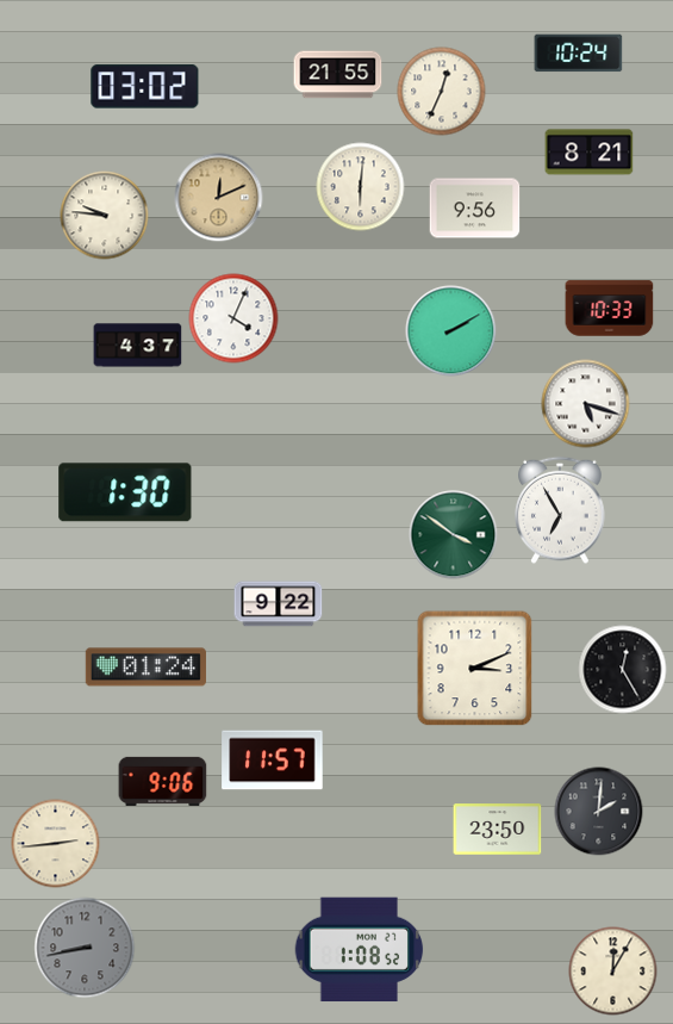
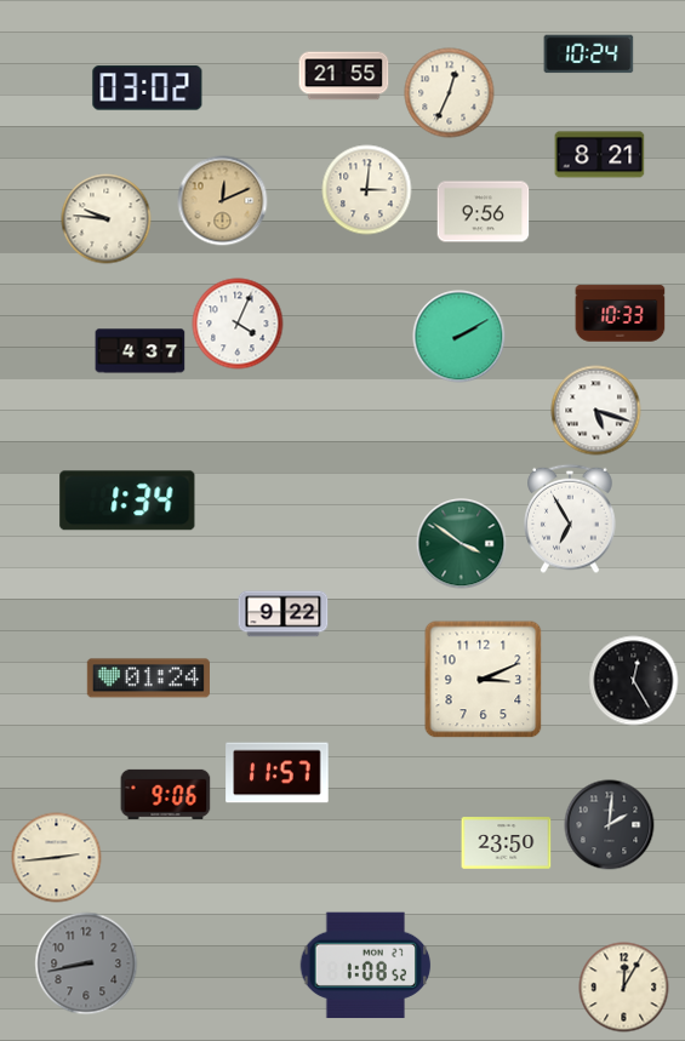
clock at (361, 187): 6:01 -> 3:01
clock at (125, 492): 1:30 -> 1:34
